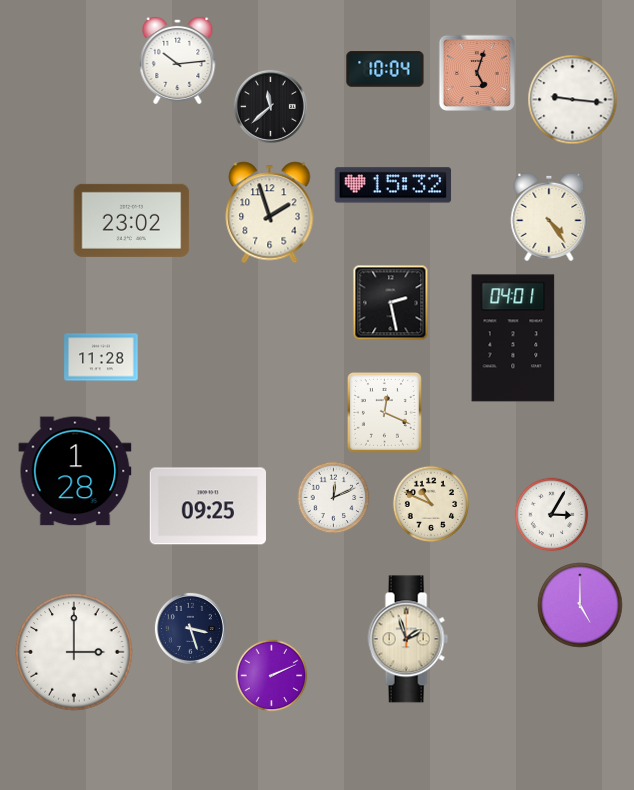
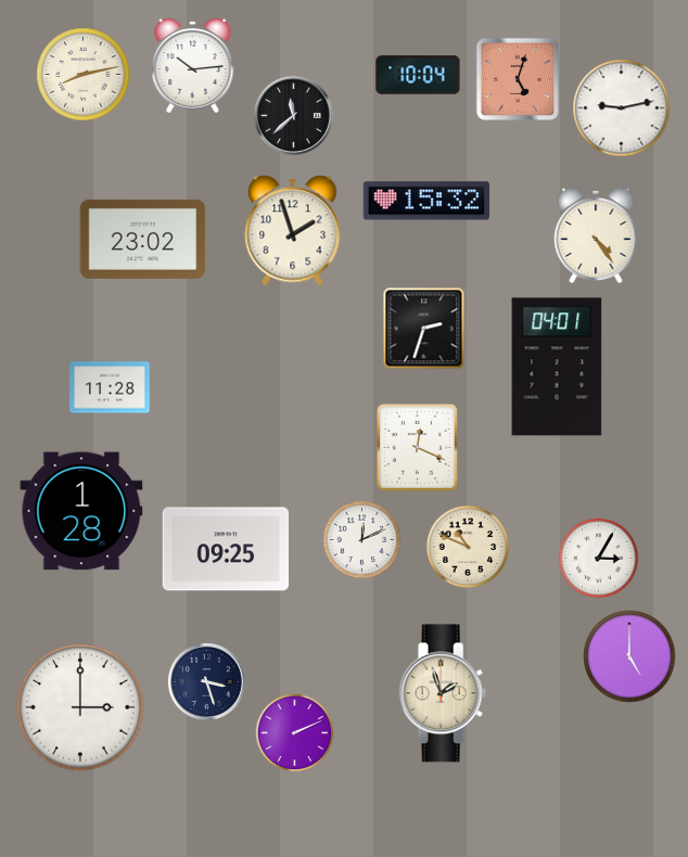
clock at (84, 75): none -> 8:13
clock at (573, 100): 9:16 -> 9:13
clock at (391, 303): 2:28 -> 2:33
